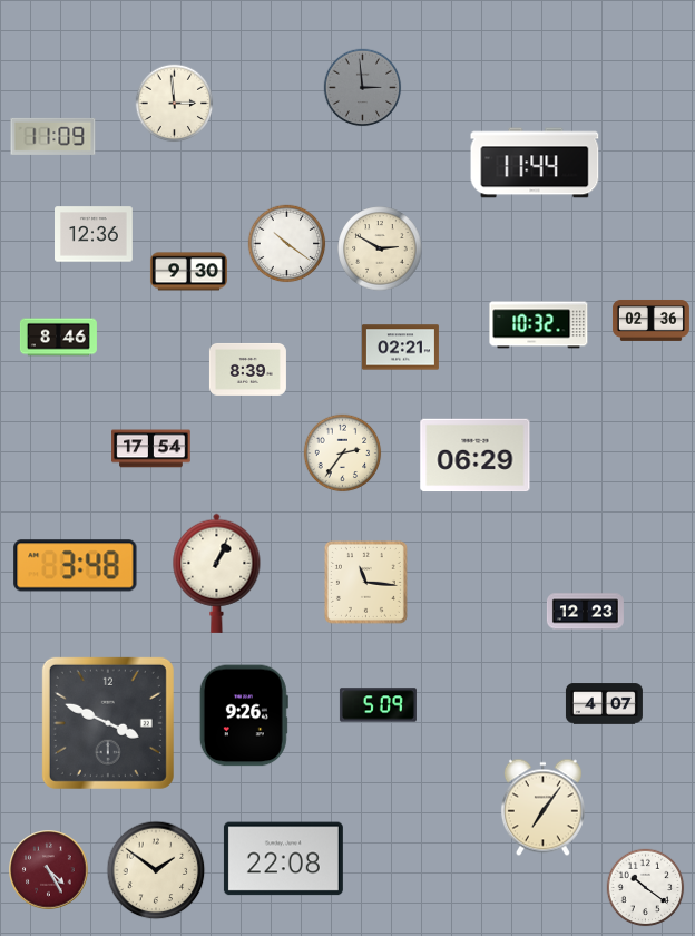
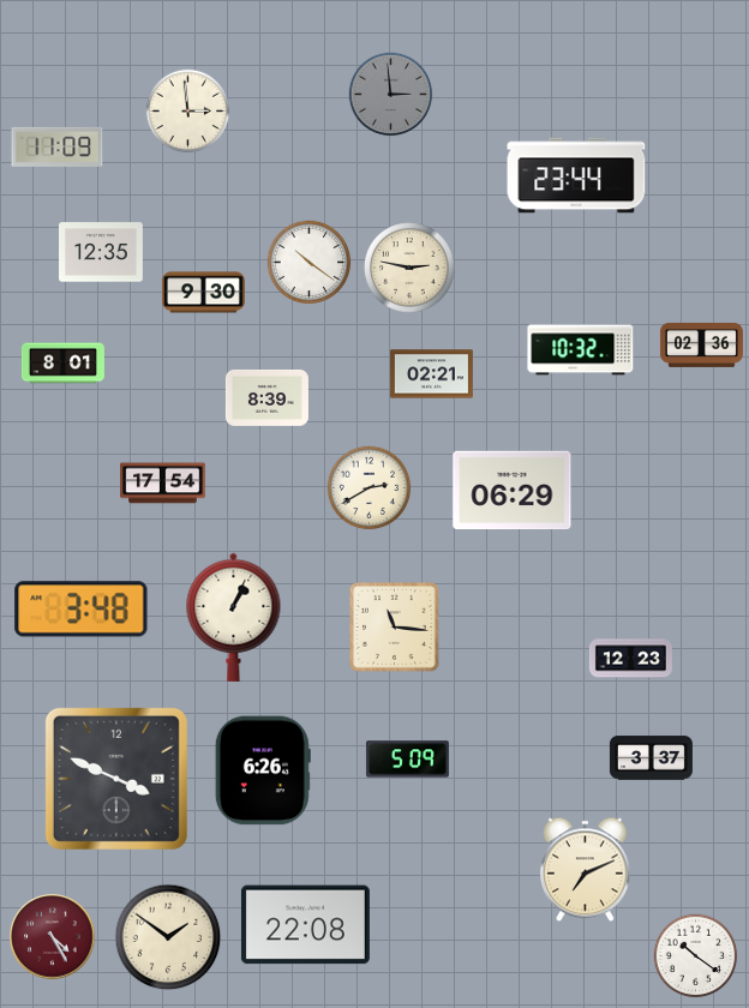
clock at (535, 163): 11:44 -> 23:44
clock at (95, 234): 12:36 -> 12:35
clock at (380, 248): 2:50 -> 2:47
clock at (58, 338): 8:46 -> 8:01
clock at (343, 454): 2:36 -> 2:40
clock at (604, 704): 4:07 -> 3:37
clock at (244, 715): 9:26 -> 6:26
clock at (542, 808): 7:06 -> 7:11
